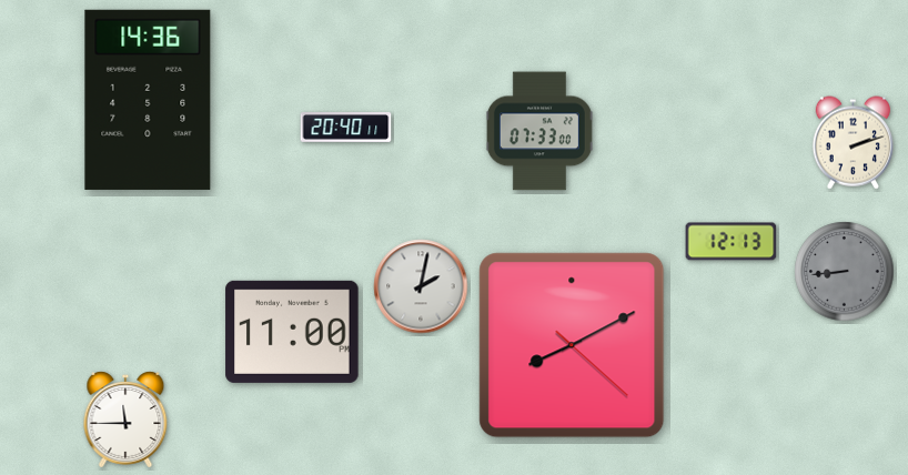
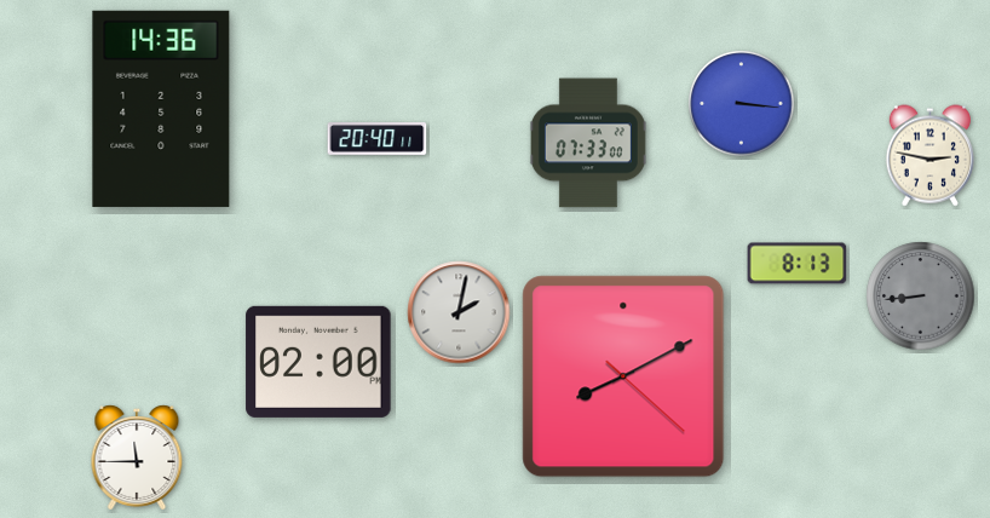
clock at (742, 104): none -> 3:16
clock at (852, 143): 2:12 -> 2:47
clock at (732, 242): 12:13 -> 8:13
clock at (292, 332): 11:00 -> 02:00
